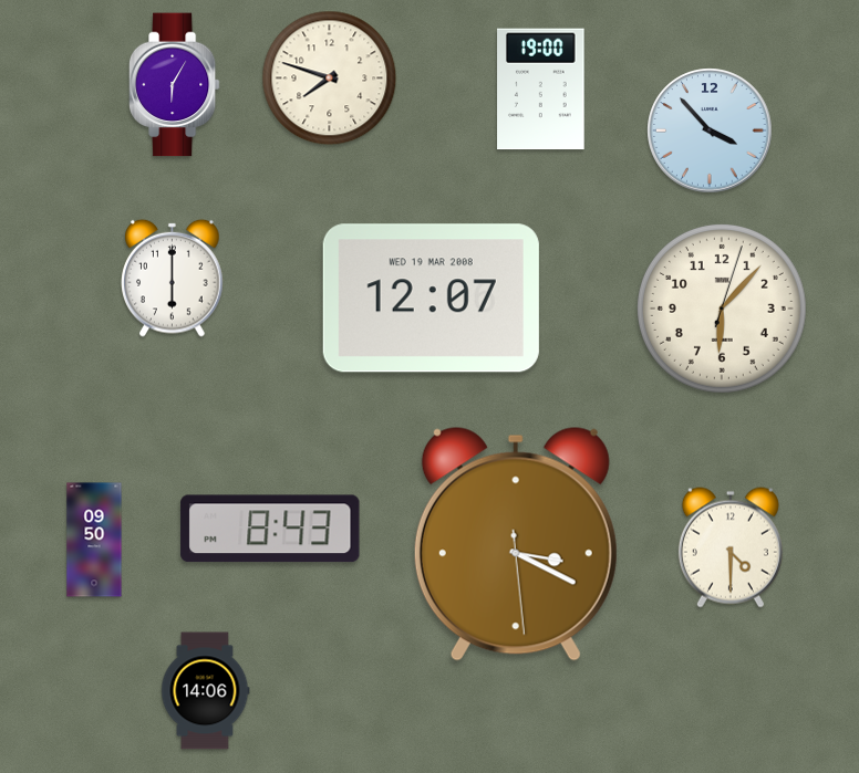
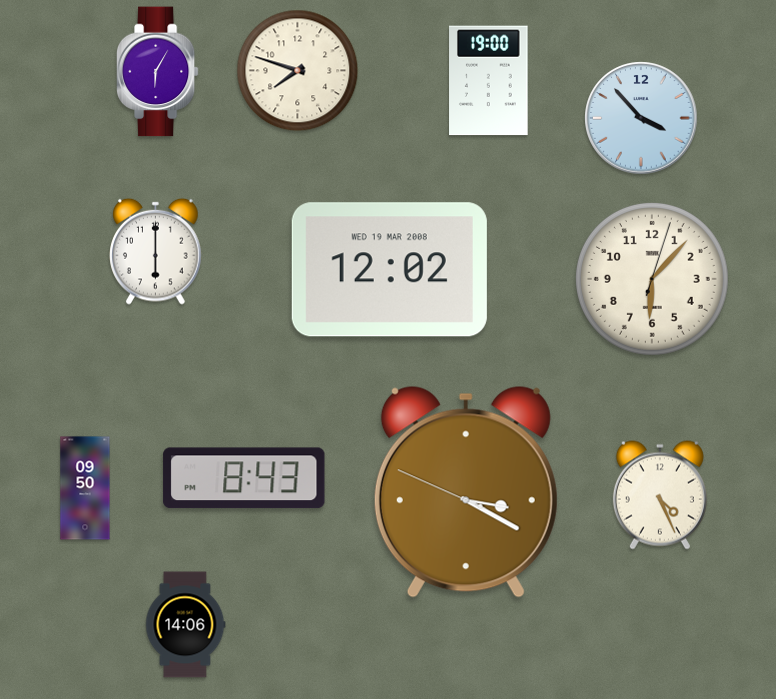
clock at (174, 85) position: (174, 85) -> (157, 72)
clock at (431, 299): 12:07 -> 12:02
clock at (516, 544): 3:19:29 -> 3:19:49
clock at (731, 547): 4:30 -> 4:26
